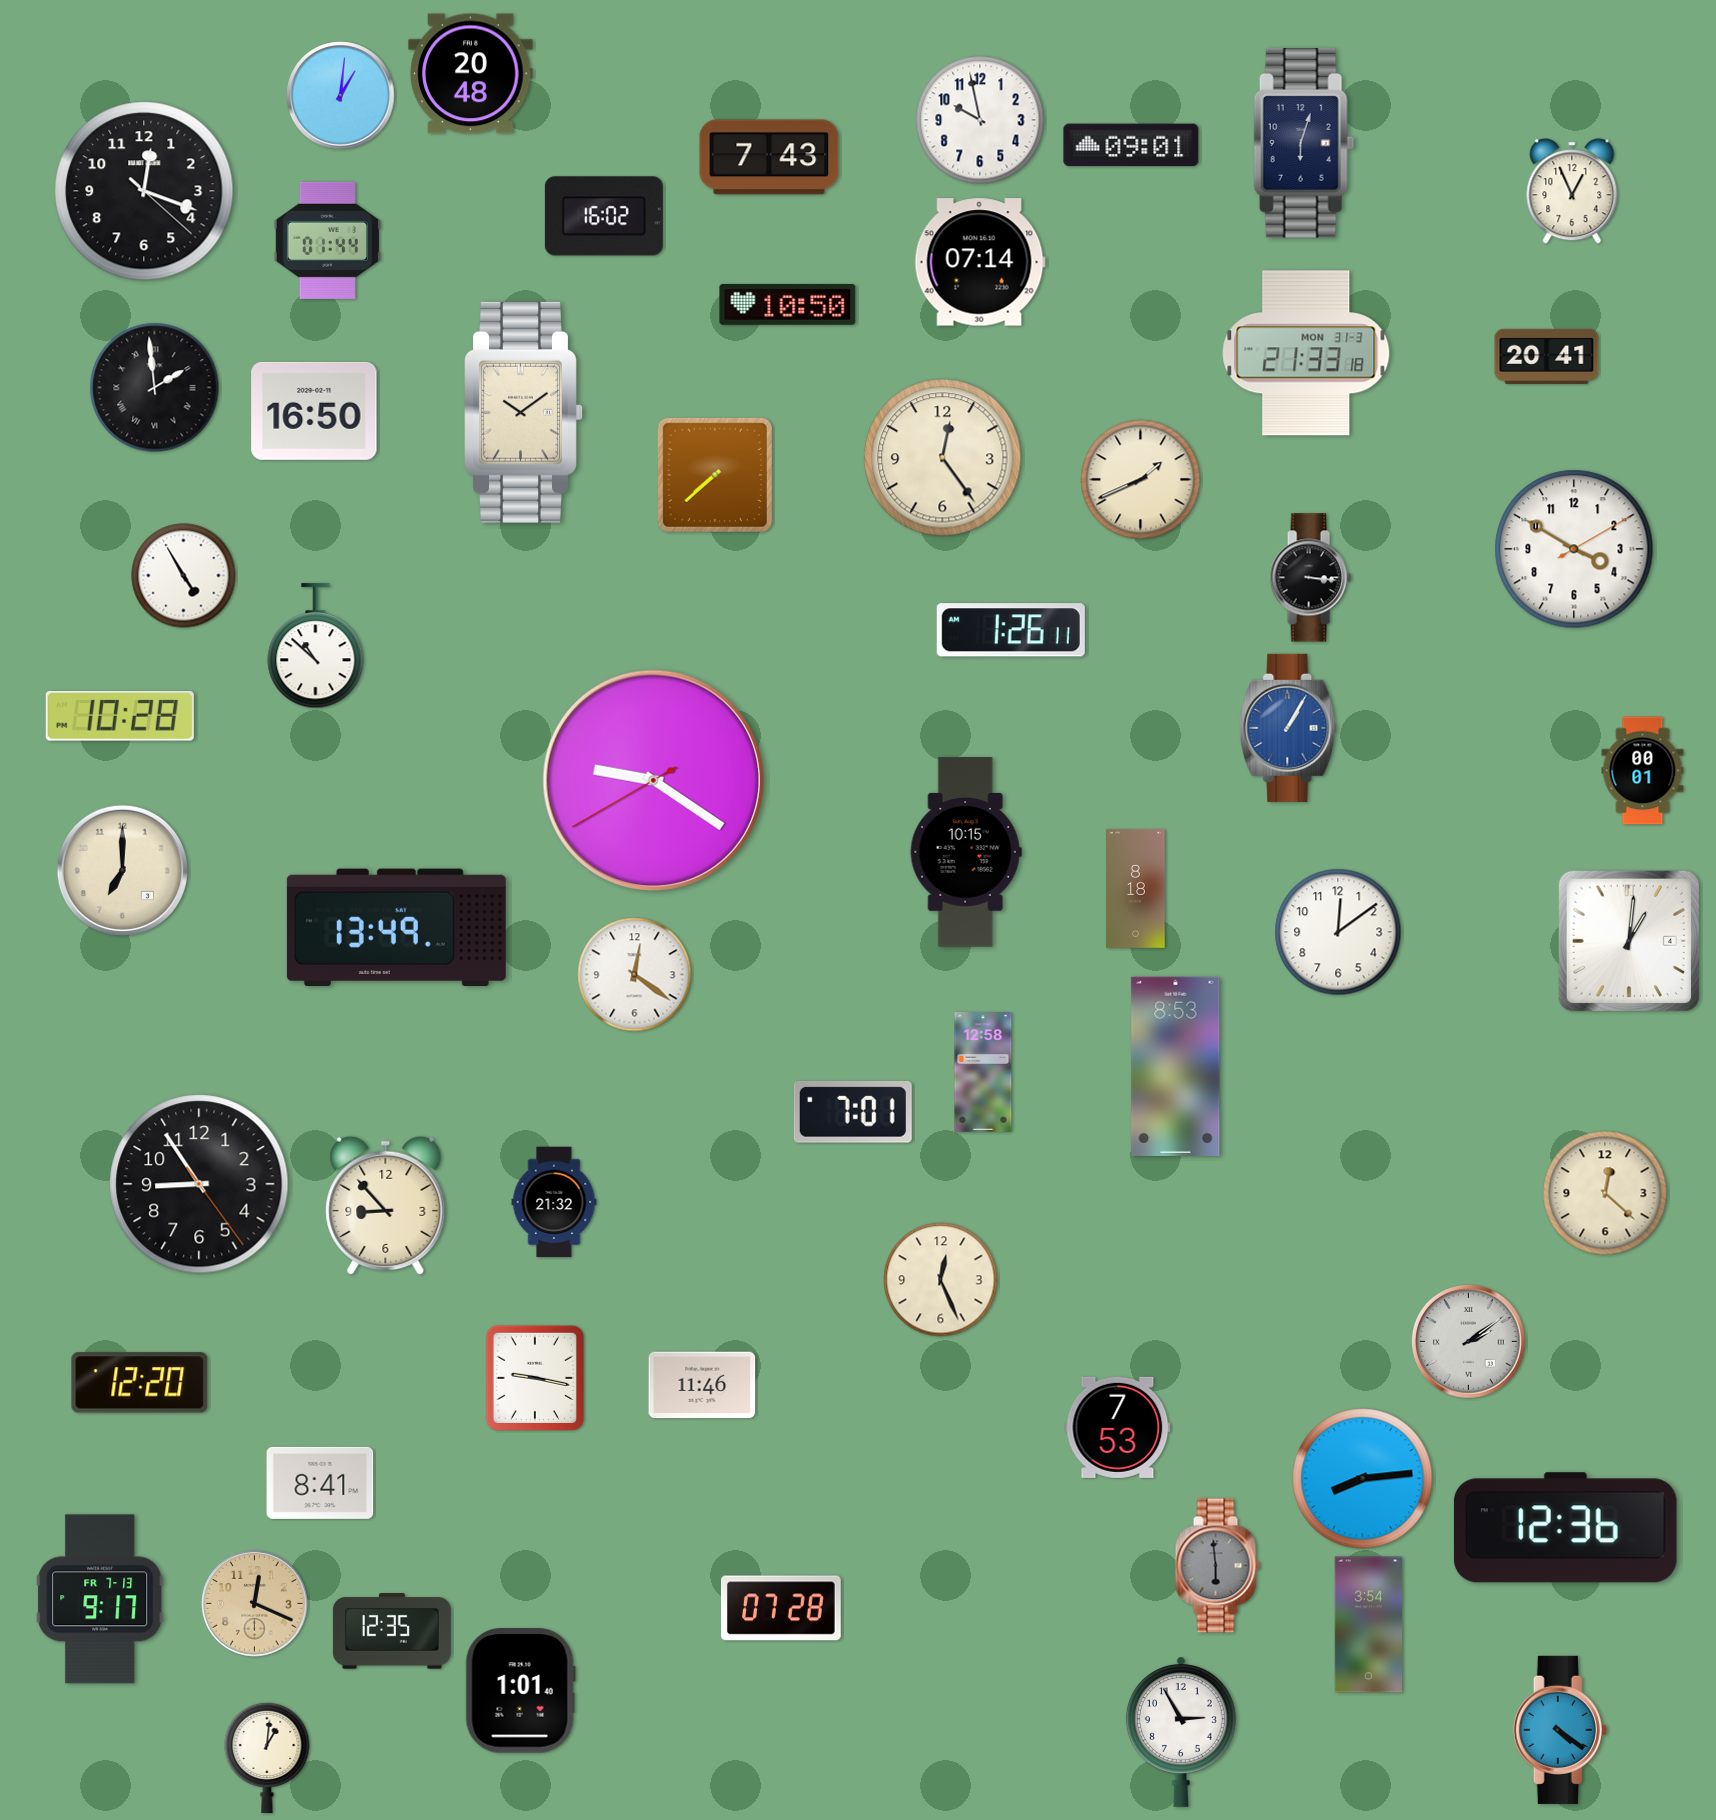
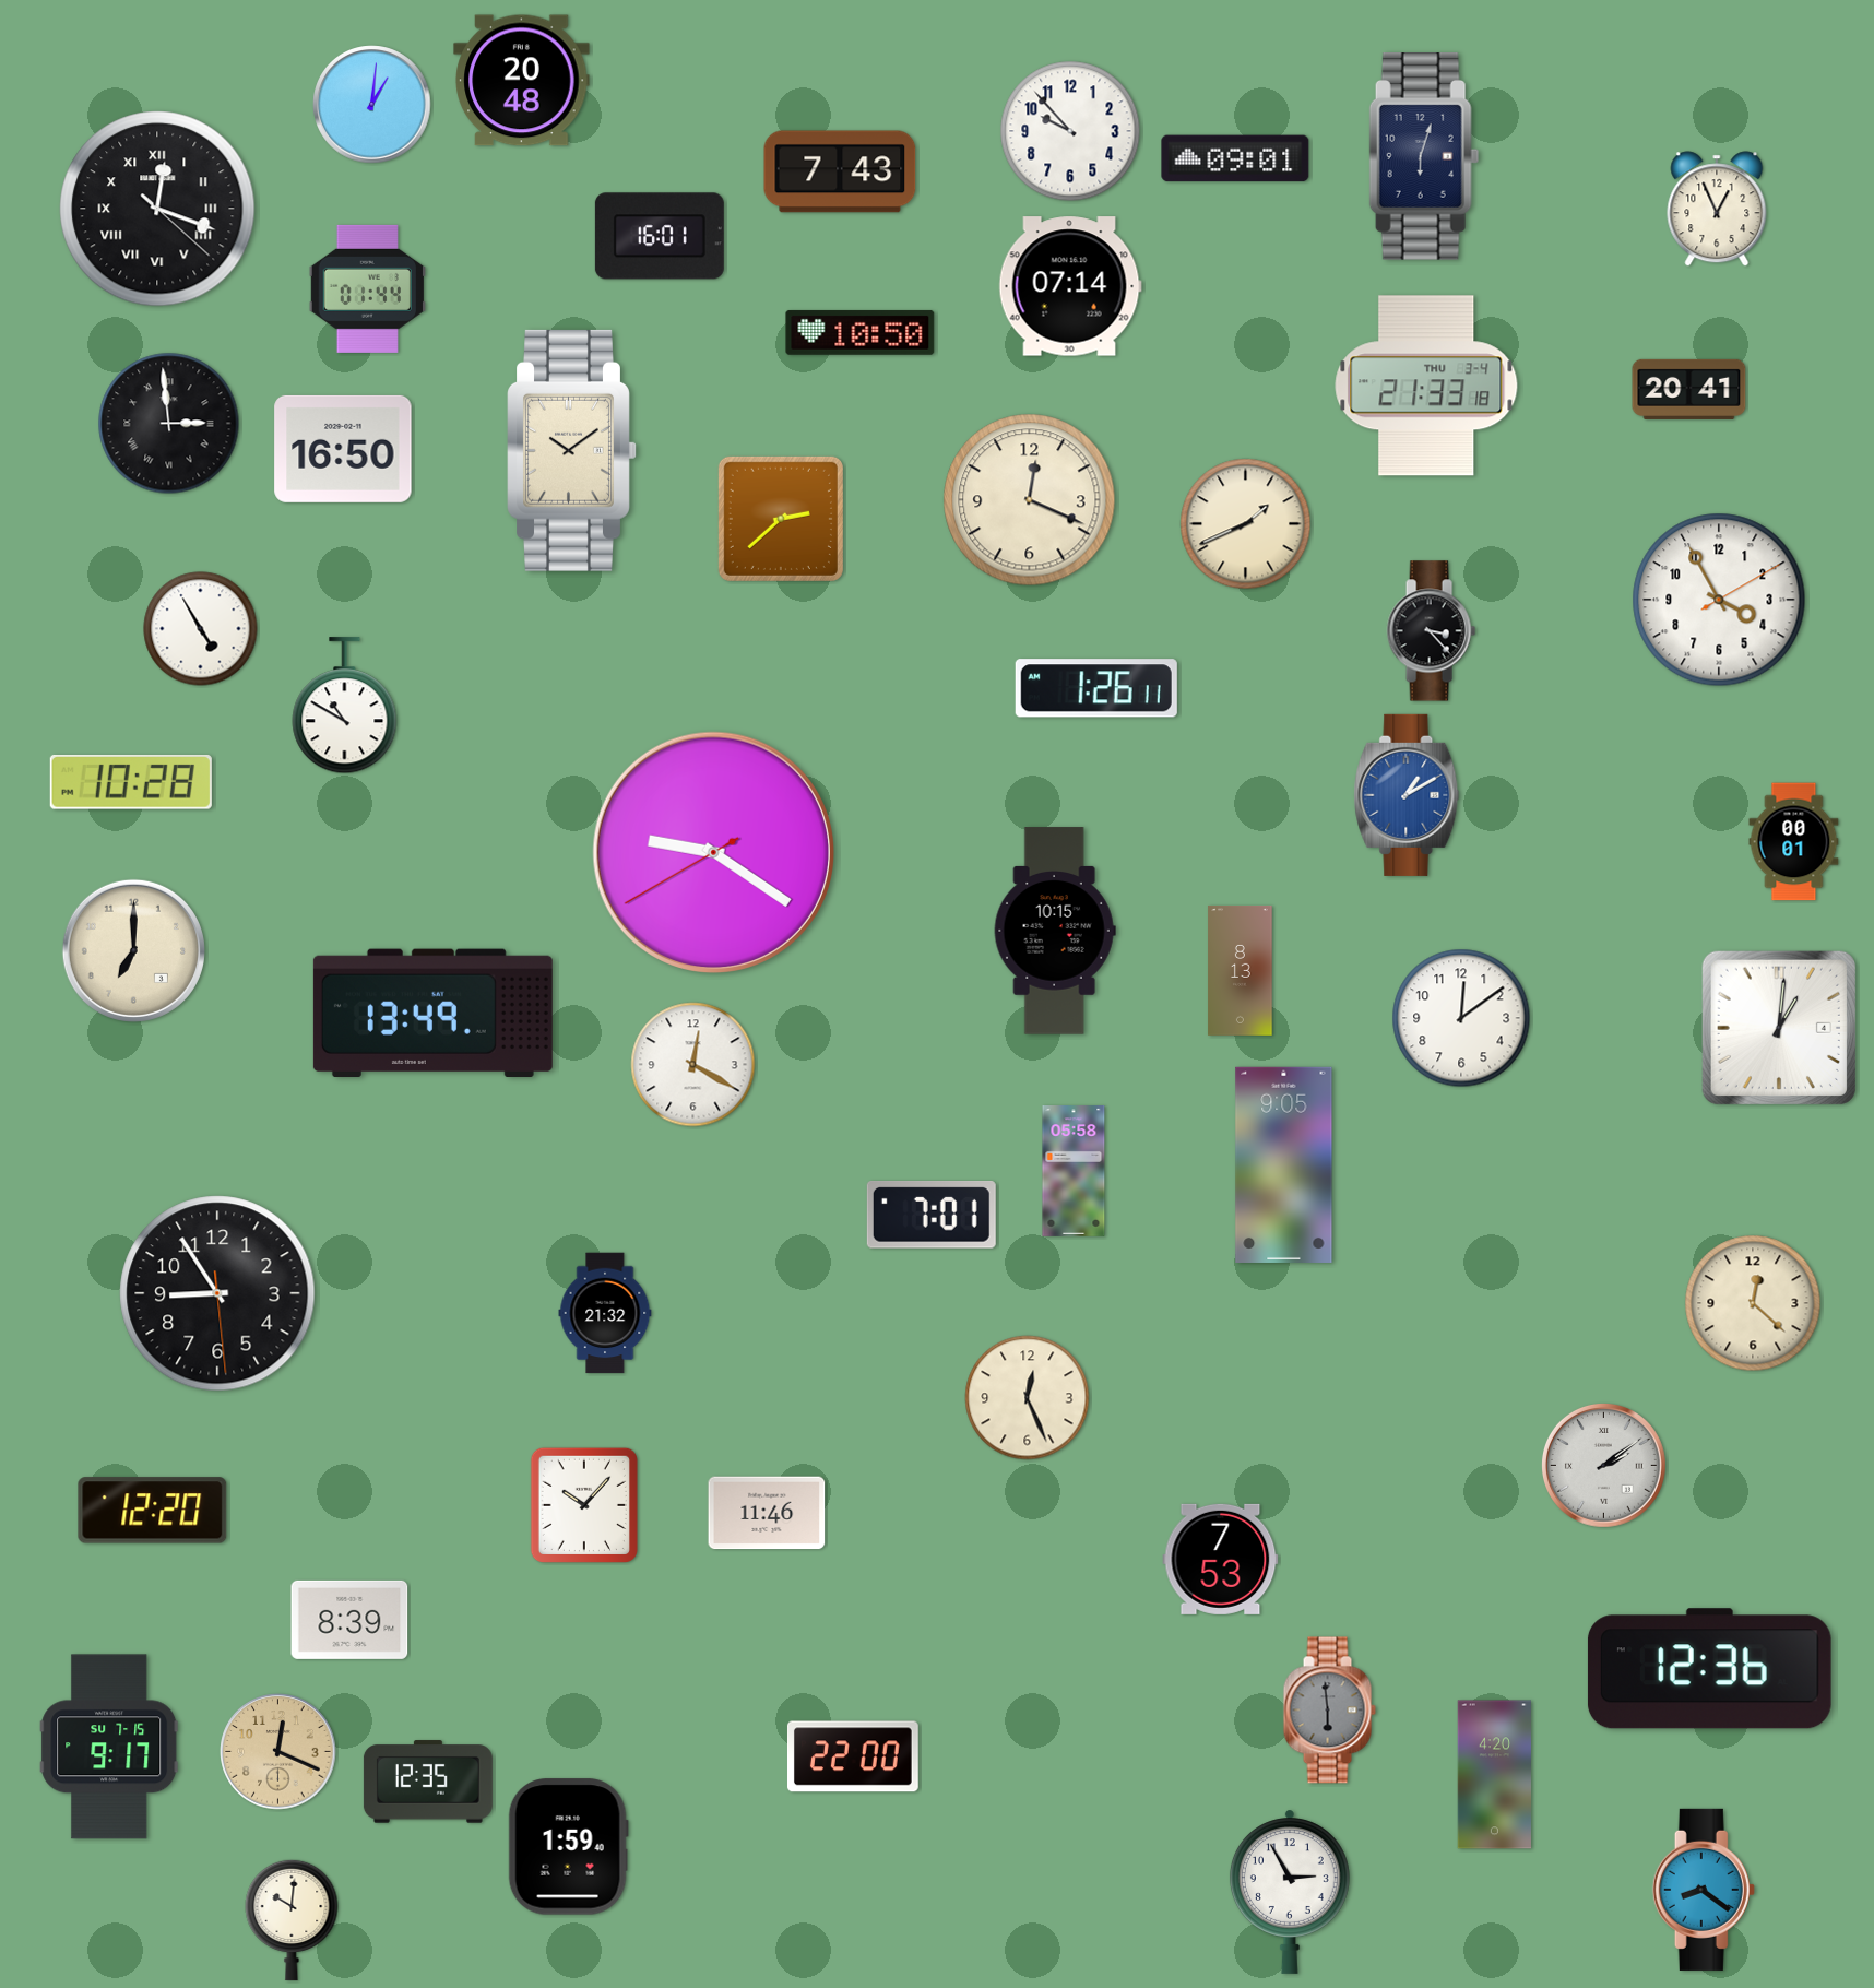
clock at (471, 74) position: (471, 74) -> (522, 81)
clock at (980, 120): 9:58 -> 9:53
clock at (144, 191) numerals: Arabic -> Roman
clock at (604, 216): 16:02 -> 16:01
clock at (327, 240) position: (327, 240) -> (367, 288)
clock at (1306, 353) date: MON 31-3 -> THU 3-4
clock at (155, 388): 1:59 -> 2:59
clock at (943, 458): 12:24 -> 12:19
clock at (715, 475): 7:38 -> 2:38
clock at (1574, 549): 3:50 -> 3:55
clock at (1310, 578): 3:16 -> 3:23
clock at (1011, 630) position: (1011, 630) -> (1096, 688)
clock at (316, 646): 10:52 -> 10:50
clock at (1288, 728): 1:05 -> 1:10
clock at (1136, 888): 8:18 -> 8:13
clock at (635, 975): 12:21 -> 12:20
clock at (1176, 1066): 8:53 -> 9:05
clock at (983, 1073): 12:58 -> 05:58
clock at (199, 1184): 8:54:24 -> 8:54:29
clock at (386, 1205): 8:53 -> none
clock at (535, 1378): 9:17 -> 10:07
clock at (1363, 1479): 8:14 -> none
clock at (320, 1483): 8:41 -> 8:39
clock at (100, 1599) date: FR 7-13 -> SU 7-15
clock at (781, 1608): 07:28 -> 22:00
clock at (1369, 1625): 3:54 -> 4:20
clock at (520, 1691): 1:01 -> 1:59
clock at (1560, 1730): 4:21 -> 8:21
clock at (267, 1758): 1:01 -> 10:01
